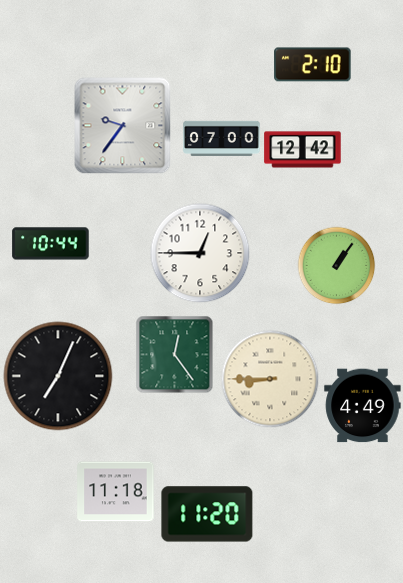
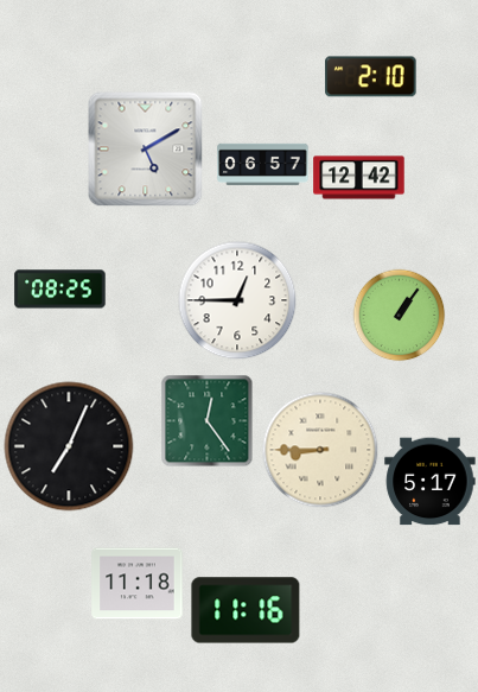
clock at (123, 126): 9:36 -> 5:10
clock at (222, 138): 07:00 -> 06:57
clock at (51, 244): 10:44 -> 08:25
clock at (363, 406): 4:49 -> 5:17
clock at (207, 514): 11:20 -> 11:16
